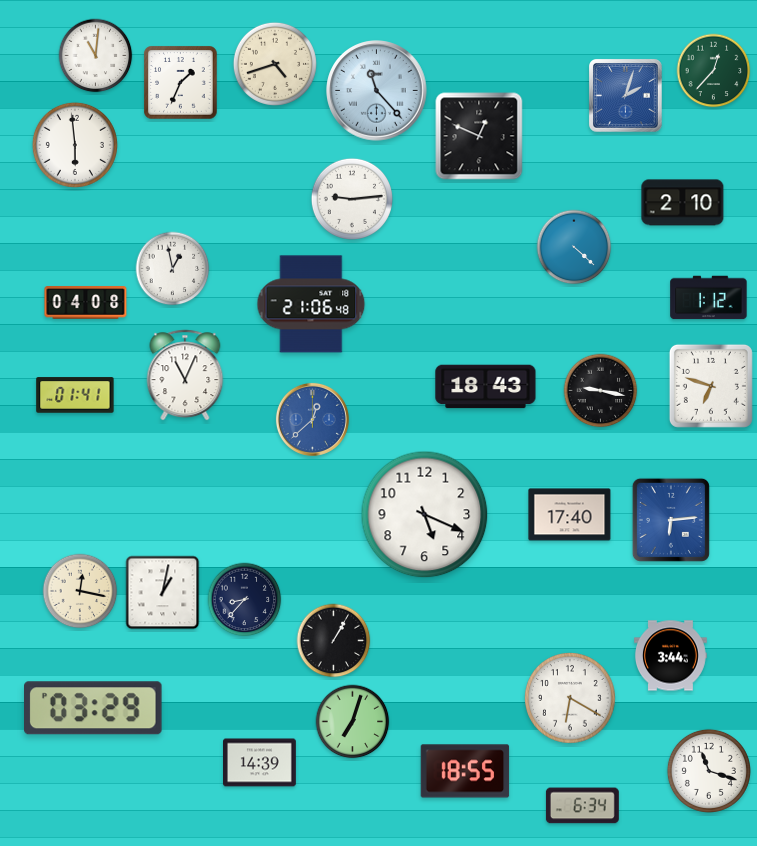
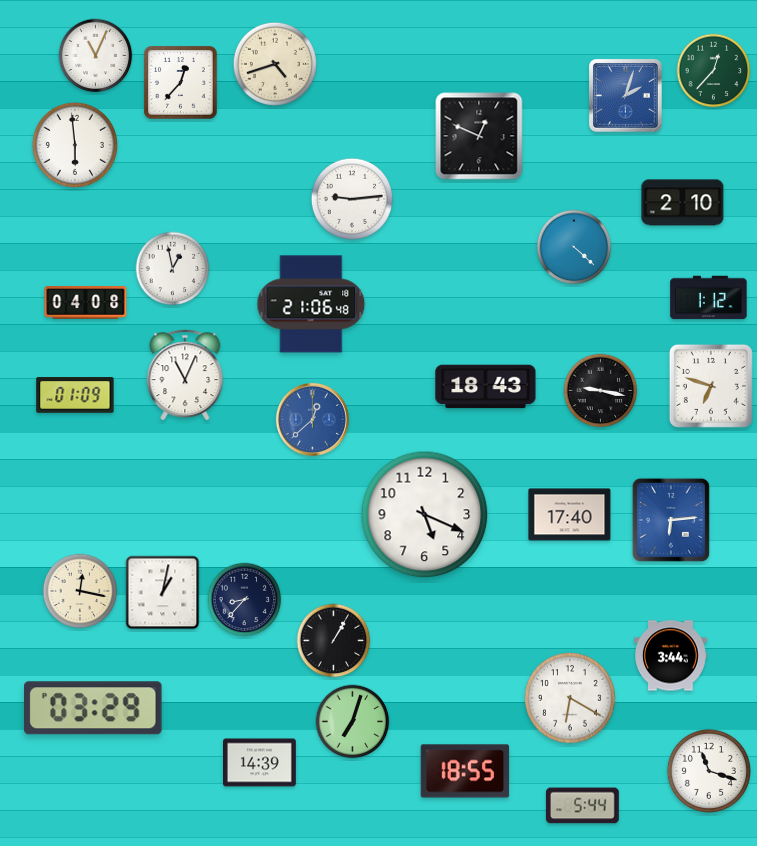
clock at (96, 56): 11:01 -> 11:04
clock at (181, 83): 1:34 -> 12:37
clock at (377, 91): 11:23 -> none
clock at (75, 395): 01:41 -> 01:09
clock at (582, 806): 6:34 -> 5:44
